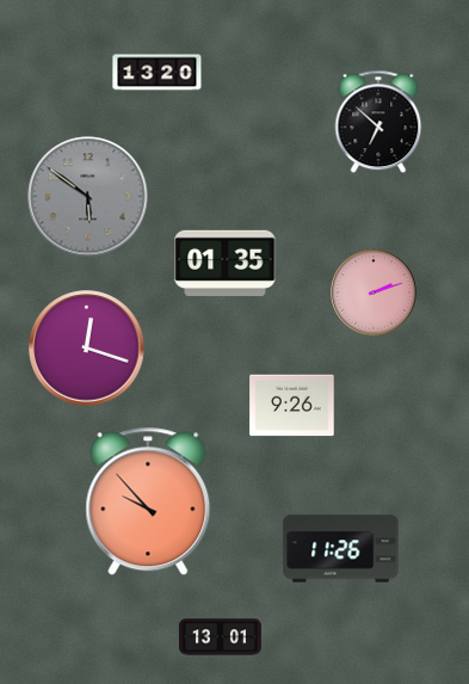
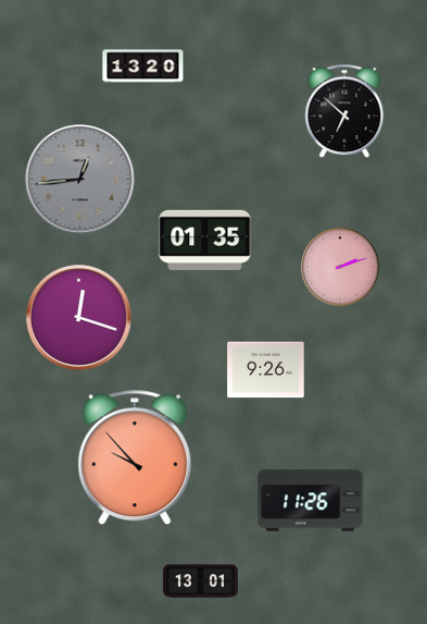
clock at (88, 197): 5:51 -> 12:44
